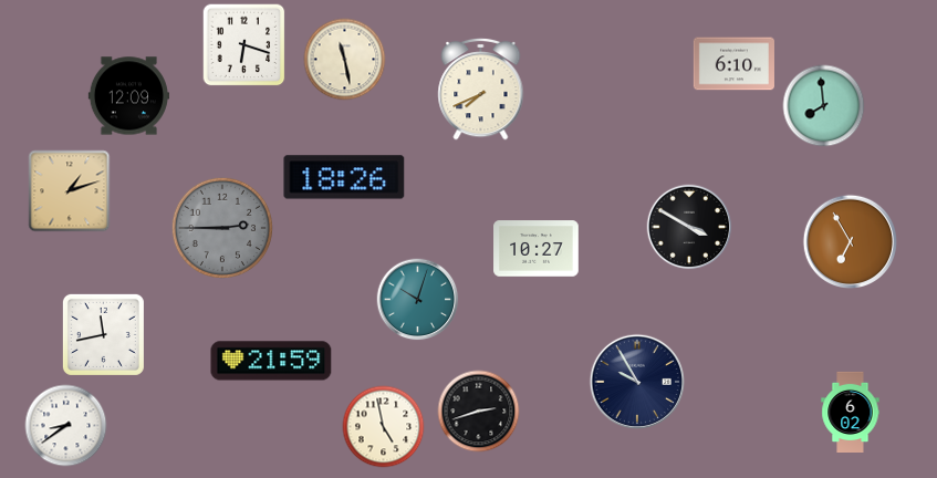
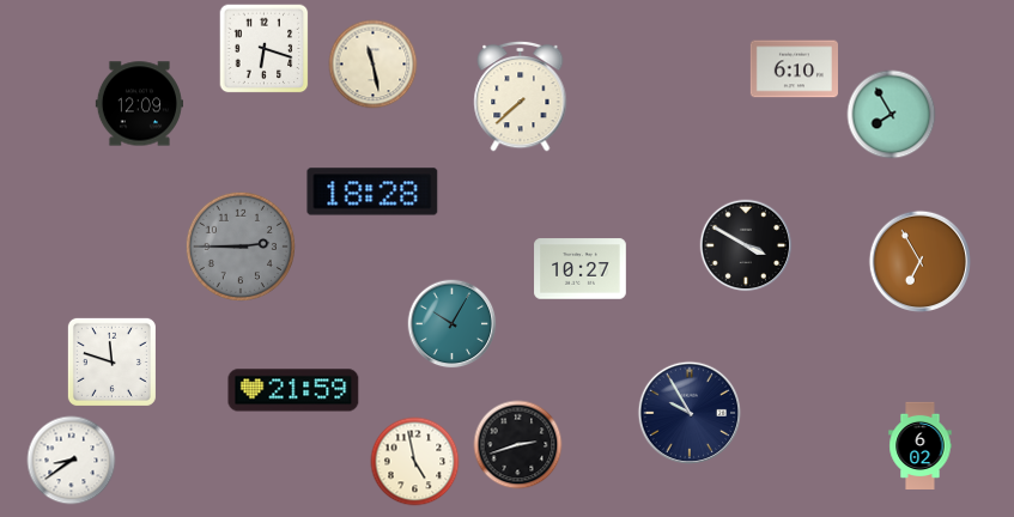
clock at (481, 89): 7:41 -> 7:38
clock at (824, 106): 7:59 -> 7:55
clock at (344, 177): 18:26 -> 18:28
clock at (70, 191): 1:12 -> none
clock at (418, 300): 10:03 -> 10:05
clock at (103, 334): 11:43 -> 11:48
